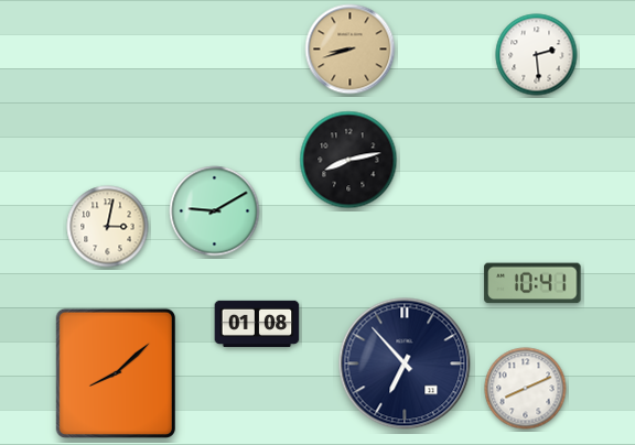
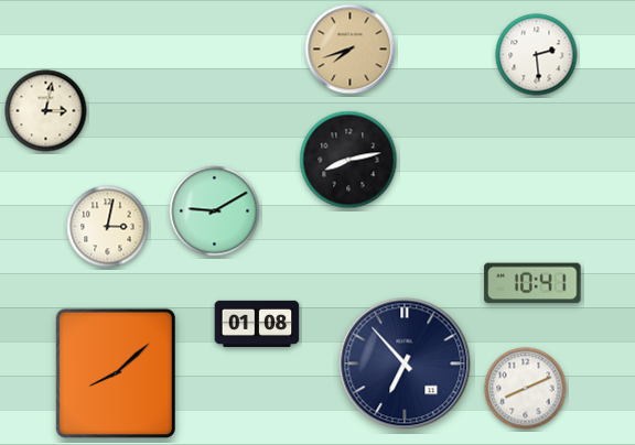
clock at (351, 50): 8:42 -> 7:42
clock at (46, 111): none -> 3:02
